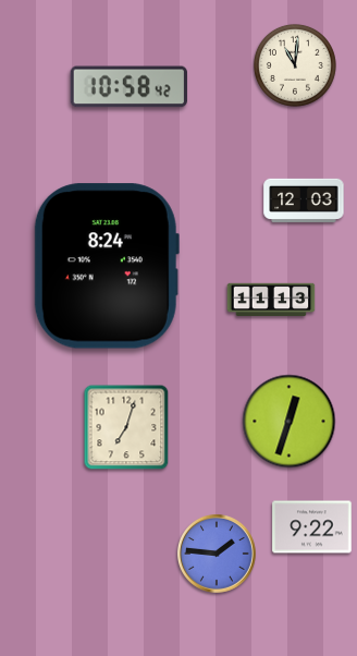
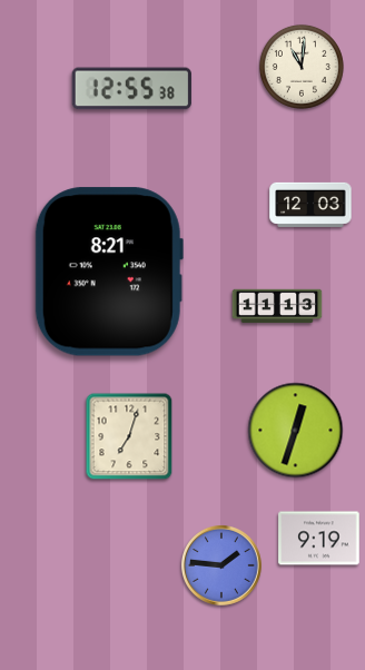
clock at (128, 87): 10:58 -> 12:55
clock at (107, 266): 8:24 -> 8:21
clock at (312, 527): 9:22 -> 9:19
